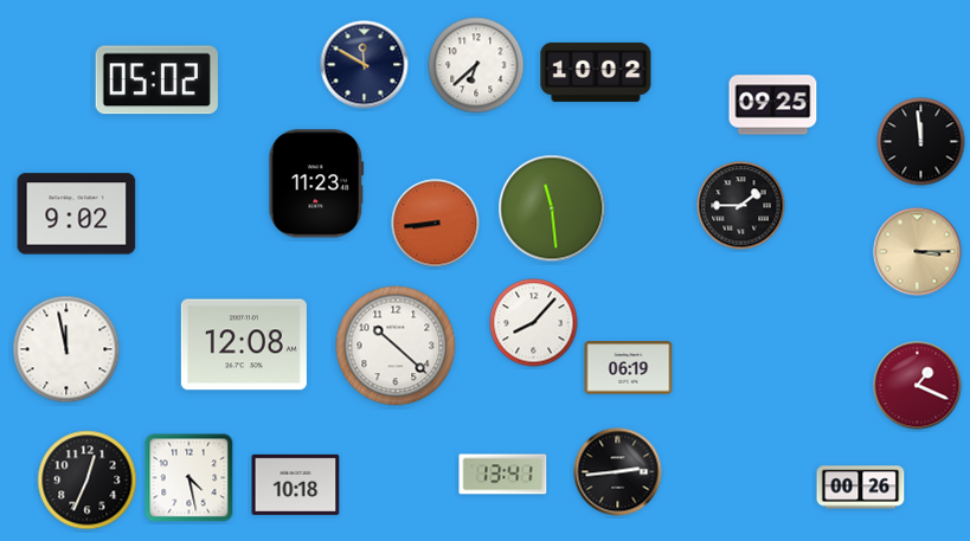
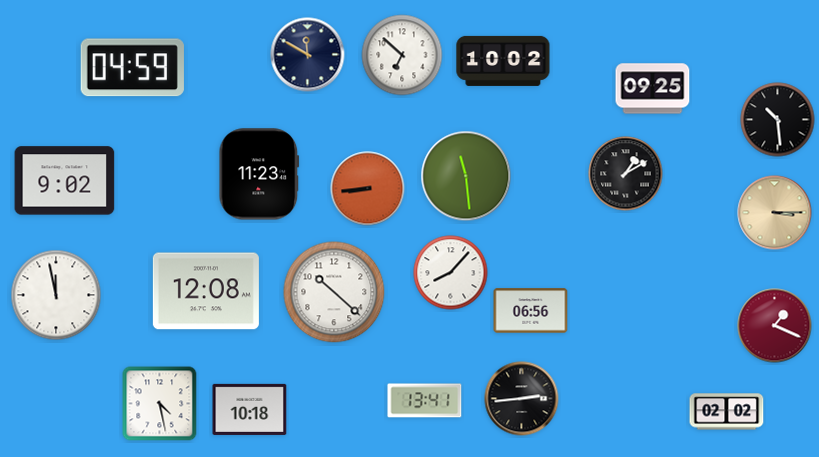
clock at (476, 65): 6:38 -> 6:52
clock at (156, 80): 05:02 -> 04:59
clock at (921, 142): 11:59 -> 10:29
clock at (316, 183) position: (316, 183) -> (259, 174)
clock at (741, 206): 1:45 -> 1:10
clock at (629, 368): 06:19 -> 06:56
clock at (88, 481): 12:34 -> none
clock at (861, 488): 00:26 -> 02:02
